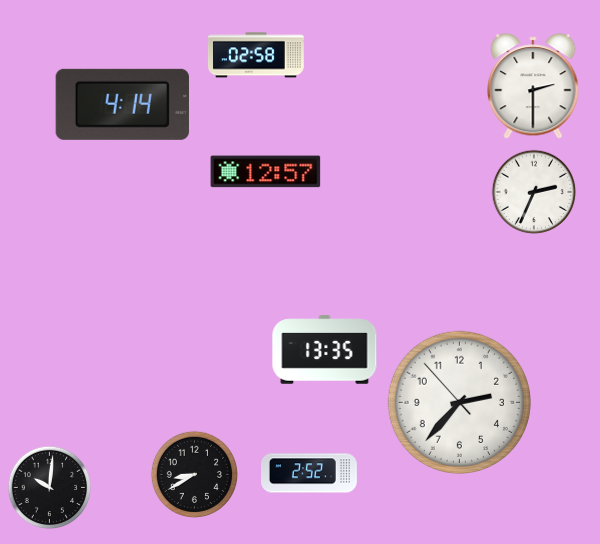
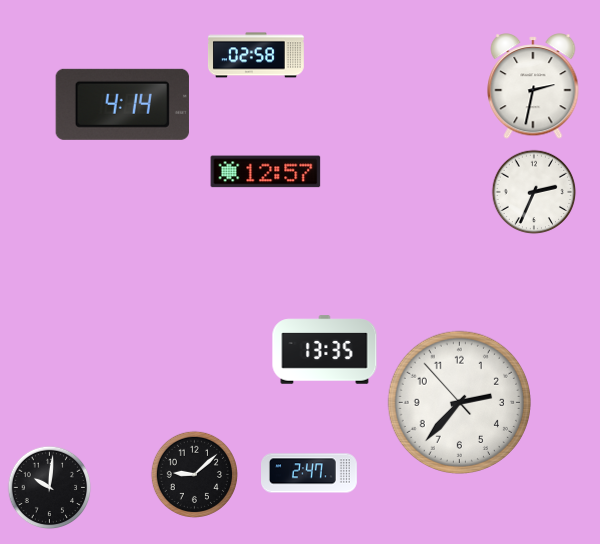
clock at (533, 86): 2:30 -> 2:32
clock at (310, 473): 2:52 -> 2:47
clock at (194, 474): 8:40 -> 9:08
